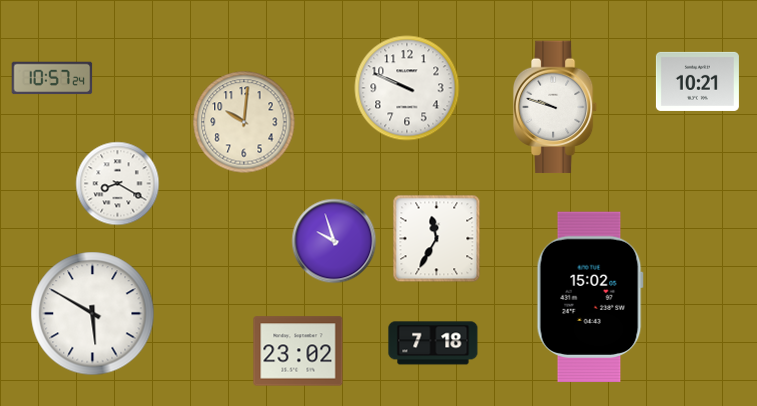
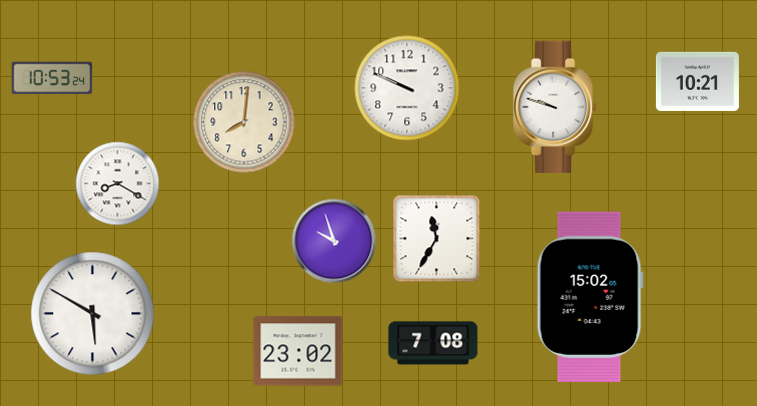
clock at (52, 78): 10:57 -> 10:53
clock at (244, 122): 10:01 -> 8:01
clock at (433, 343): 7:18 -> 7:08
